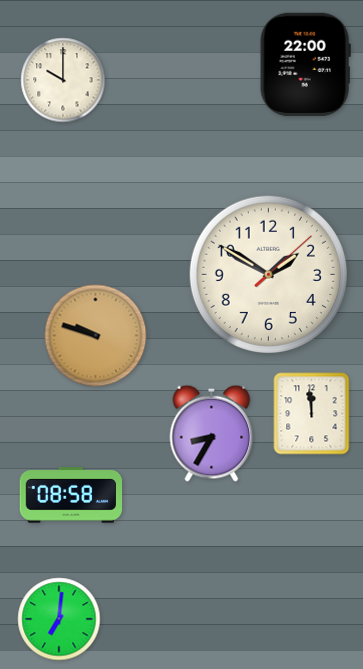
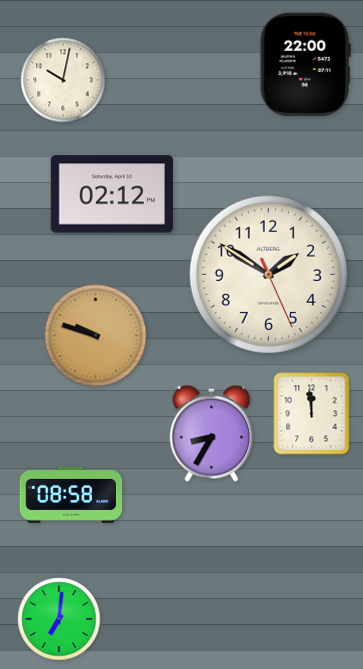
clock at (63, 80): 10:00 -> 10:02
clock at (112, 194): none -> 02:12
clock at (268, 274): 1:50:08 -> 1:50:26
